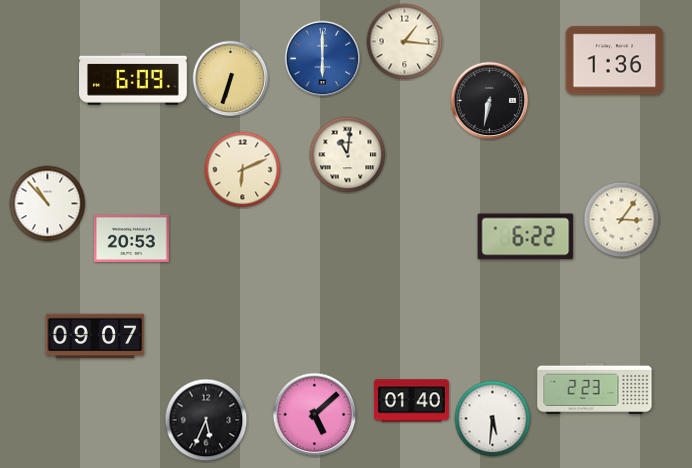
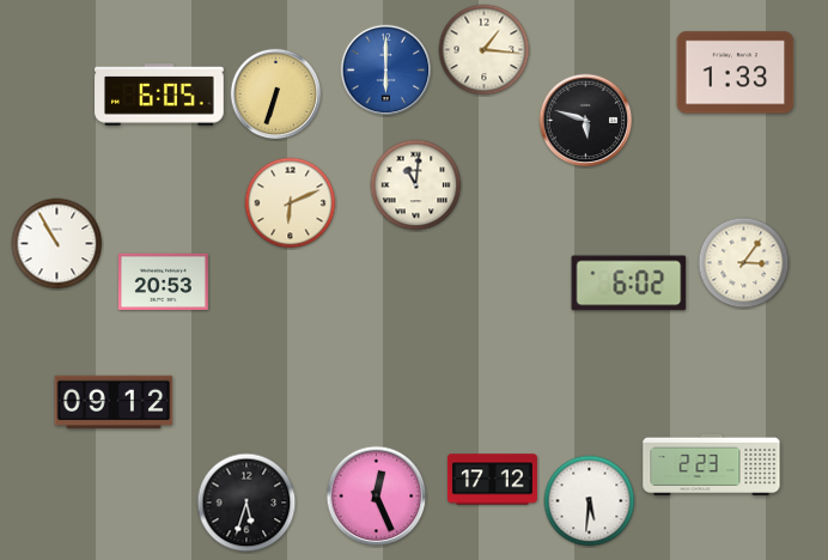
clock at (615, 61): 1:36 -> 1:33
clock at (133, 79): 6:09 -> 6:05
clock at (490, 101): 6:32 -> 5:48
clock at (48, 204): 10:53 -> 10:55
clock at (526, 237): 6:22 -> 6:02
clock at (131, 238) position: (131, 238) -> (163, 281)
clock at (95, 336): 09:07 -> 09:12
clock at (411, 401): 01:40 -> 17:12
clock at (315, 415): 5:08 -> 12:26
clock at (206, 420): 5:34 -> 5:33
